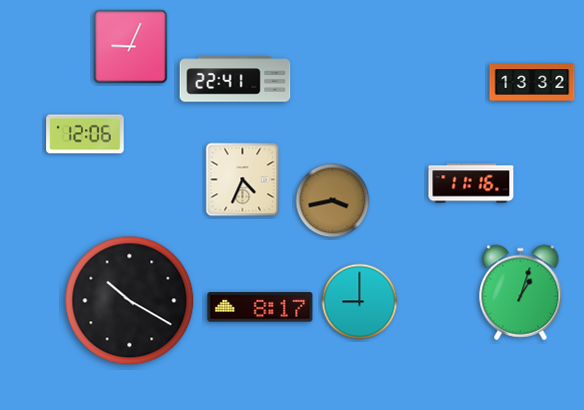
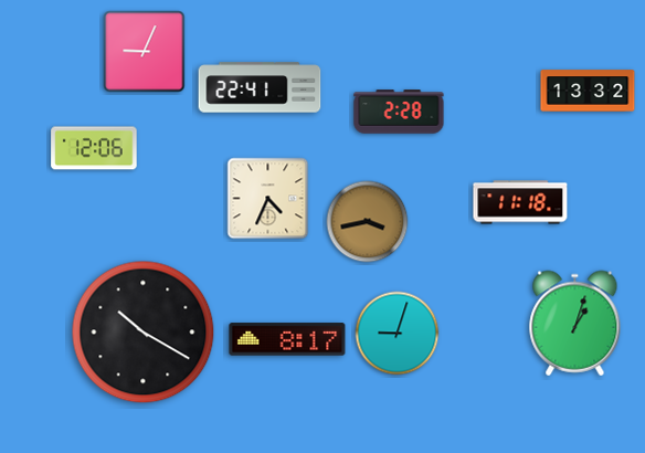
clock at (399, 112): none -> 2:28
clock at (471, 183): 11:16 -> 11:18
clock at (360, 302): 9:00 -> 9:03
